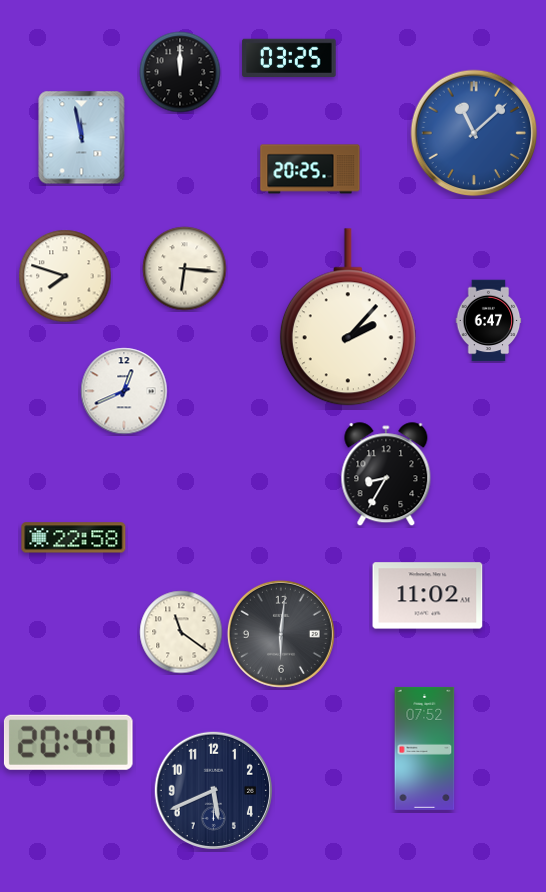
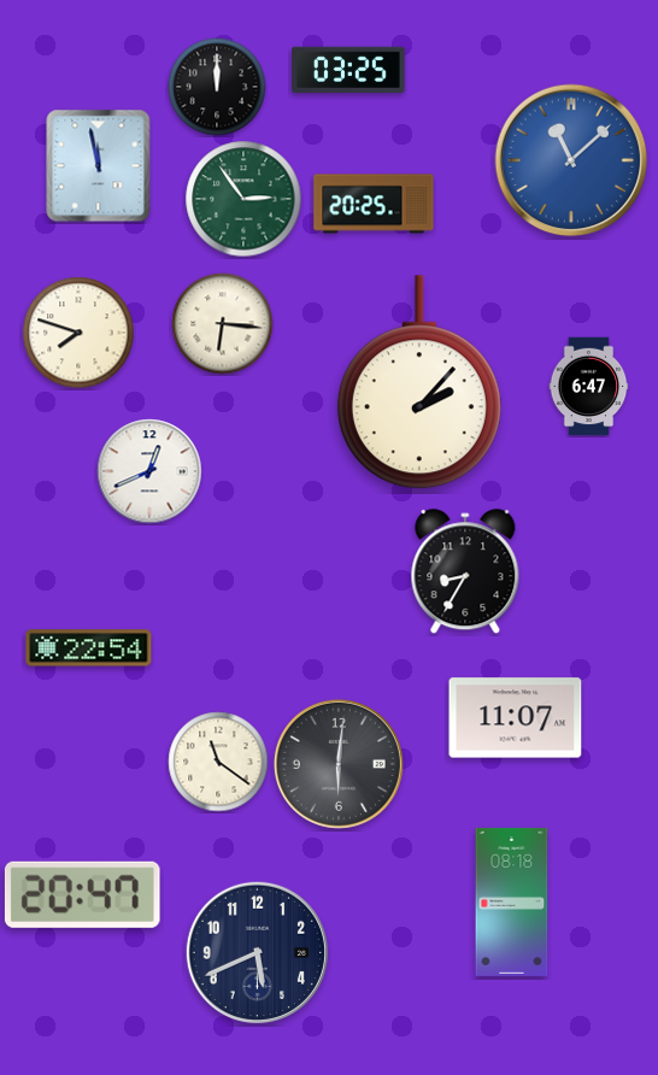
clock at (243, 199): none -> 2:54
clock at (74, 538): 22:58 -> 22:54
clock at (428, 596): 11:02 -> 11:07
clock at (425, 748): 07:52 -> 08:18
